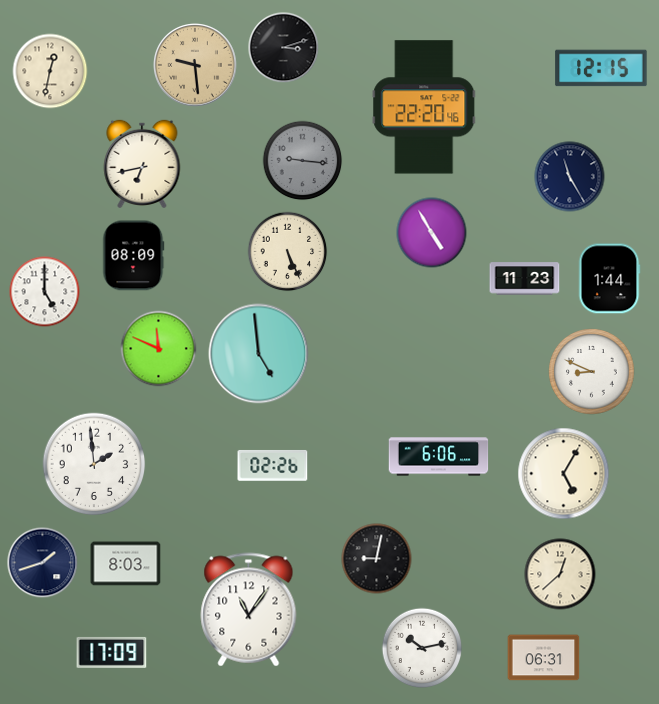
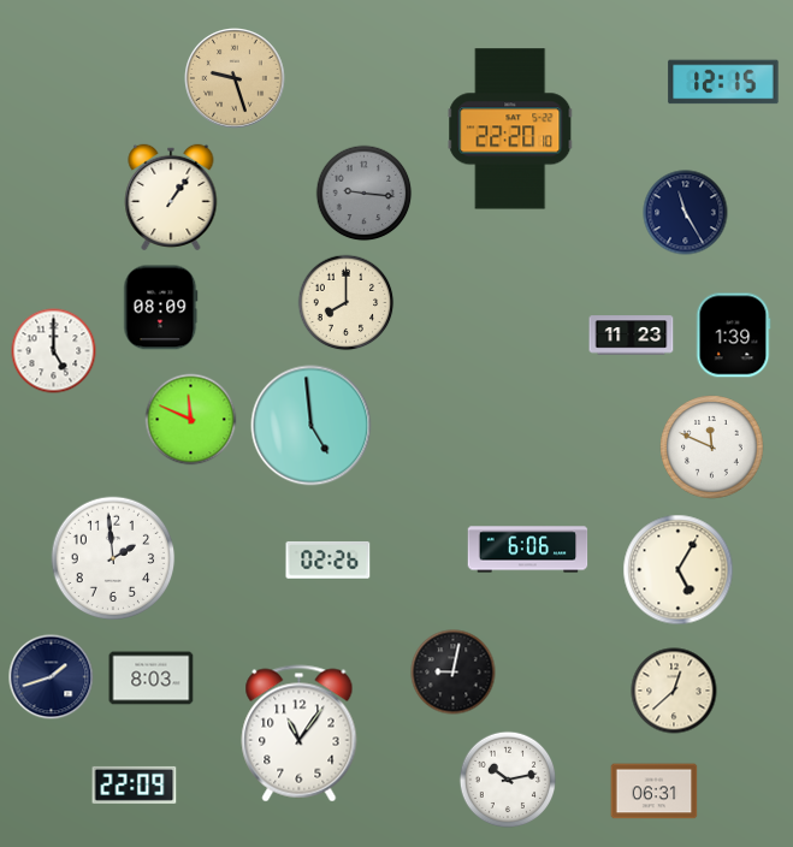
clock at (284, 48): 3:12 -> none
clock at (196, 66): 9:29 -> 9:27
clock at (50, 71): 12:32 -> none
clock at (424, 107): 22:20:46 -> 22:20:10
clock at (142, 163): 6:43 -> 1:06
clock at (432, 233): 4:55 -> none
clock at (288, 252): 5:26 -> 8:00
clock at (609, 279): 1:44 -> 1:39
clock at (592, 372): 8:49 -> 11:49
clock at (112, 652): 17:09 -> 22:09
